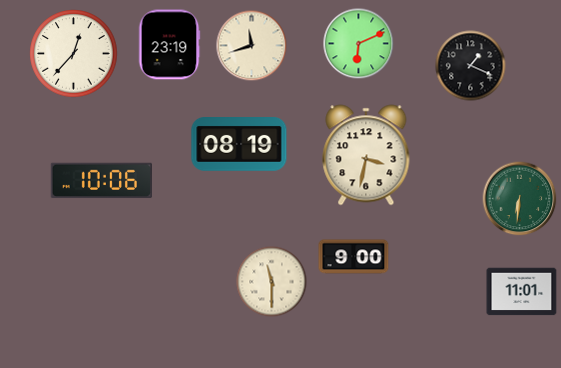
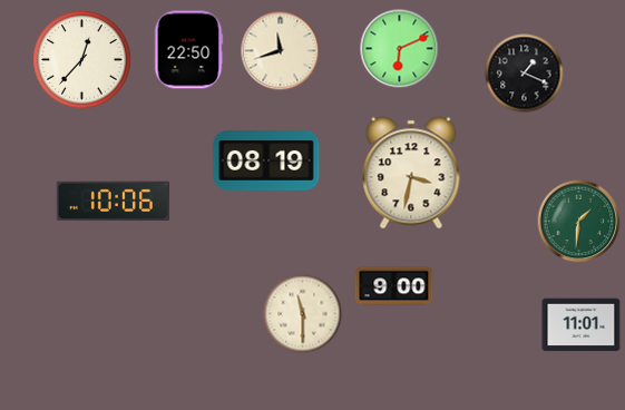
clock at (169, 45): 23:19 -> 22:50
clock at (366, 155) position: (366, 155) -> (411, 173)
clock at (520, 199): 6:31 -> 1:31
